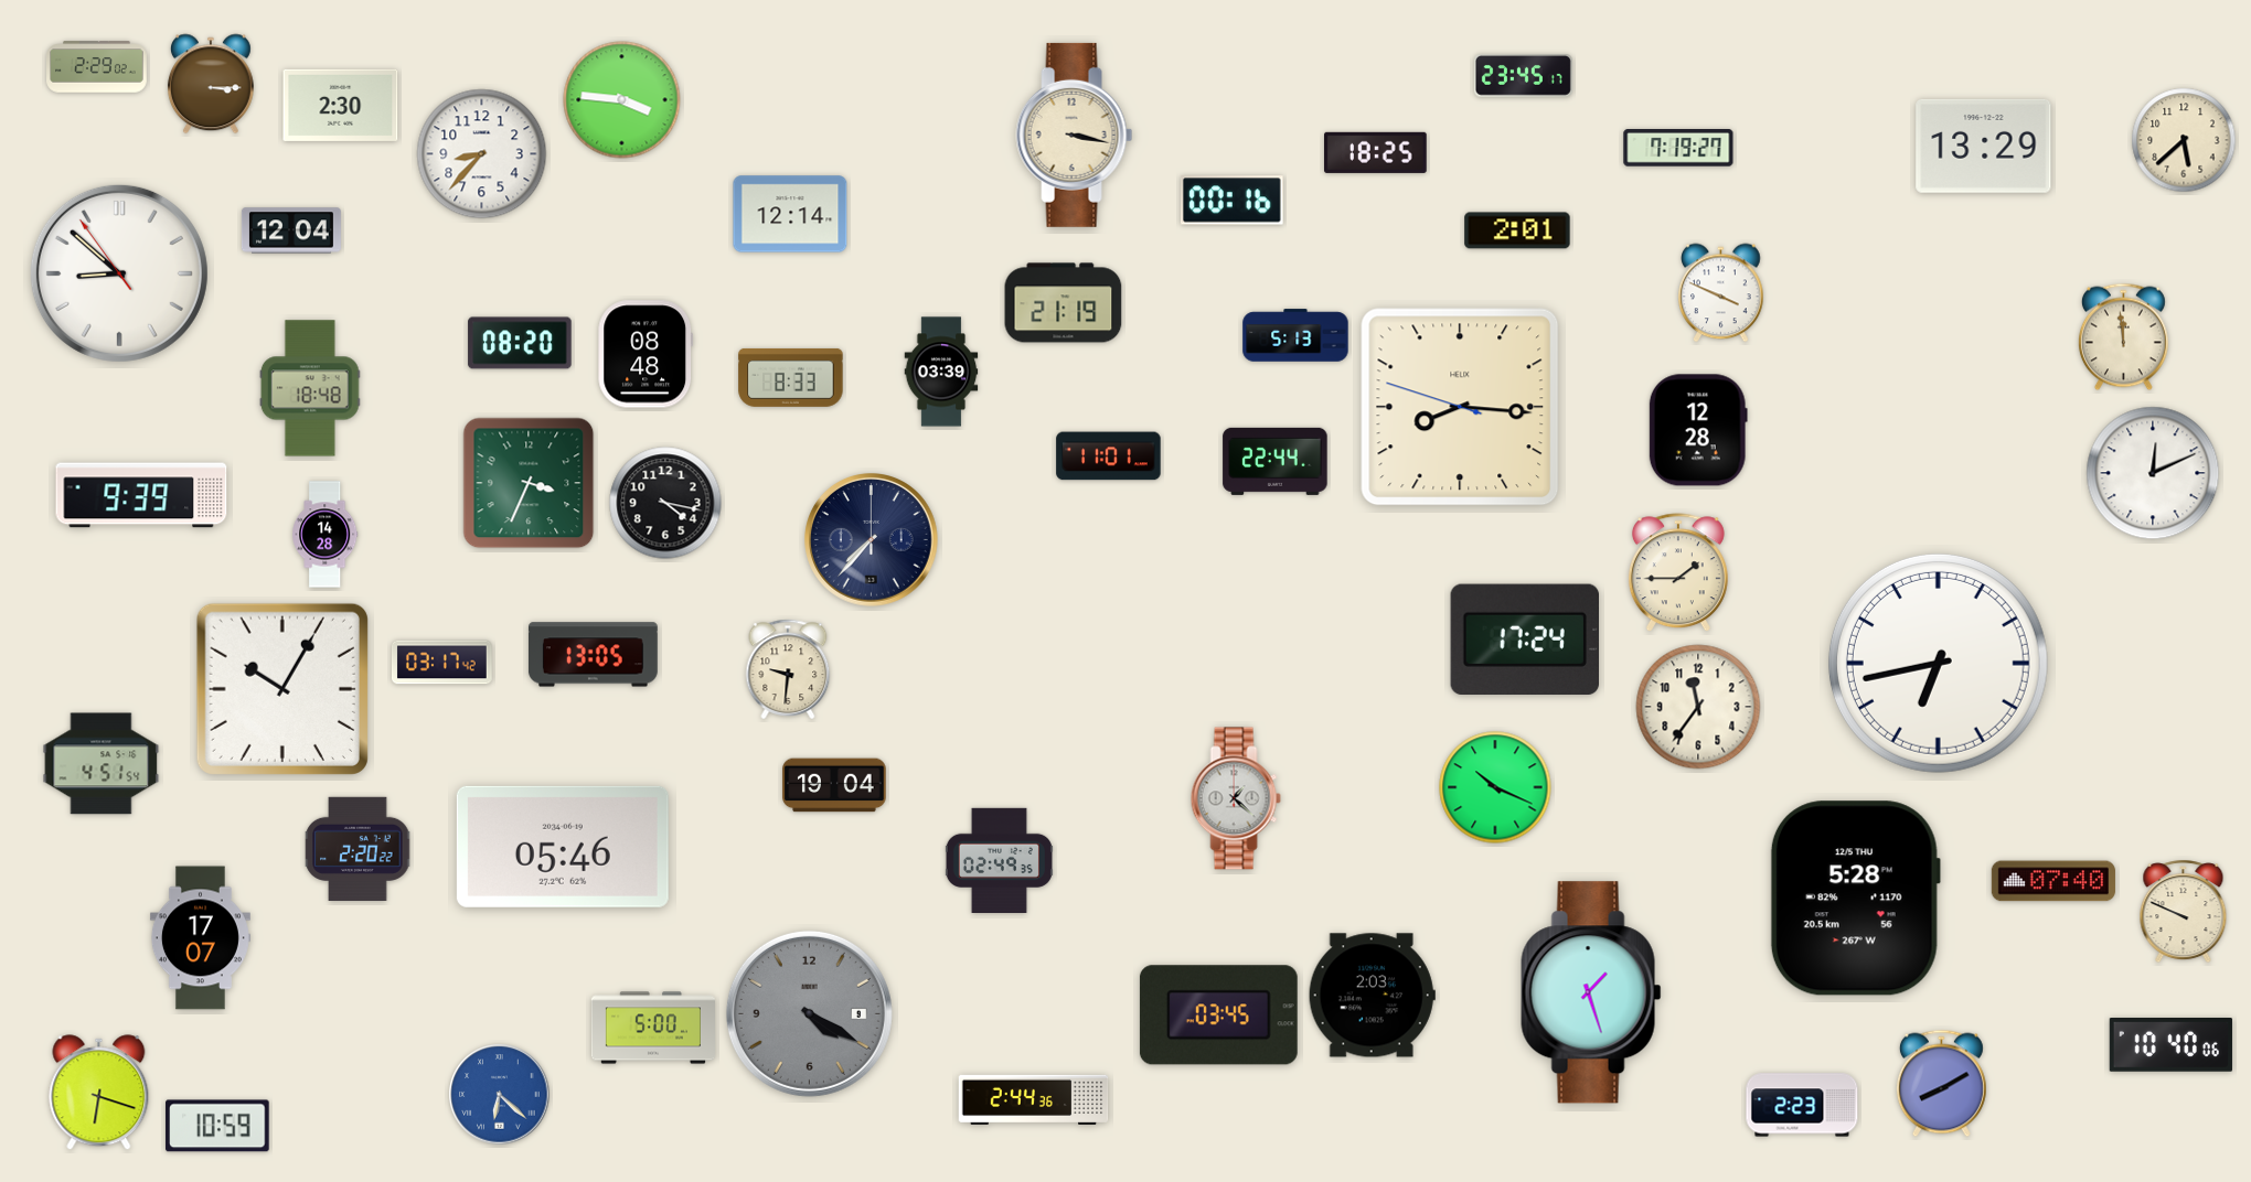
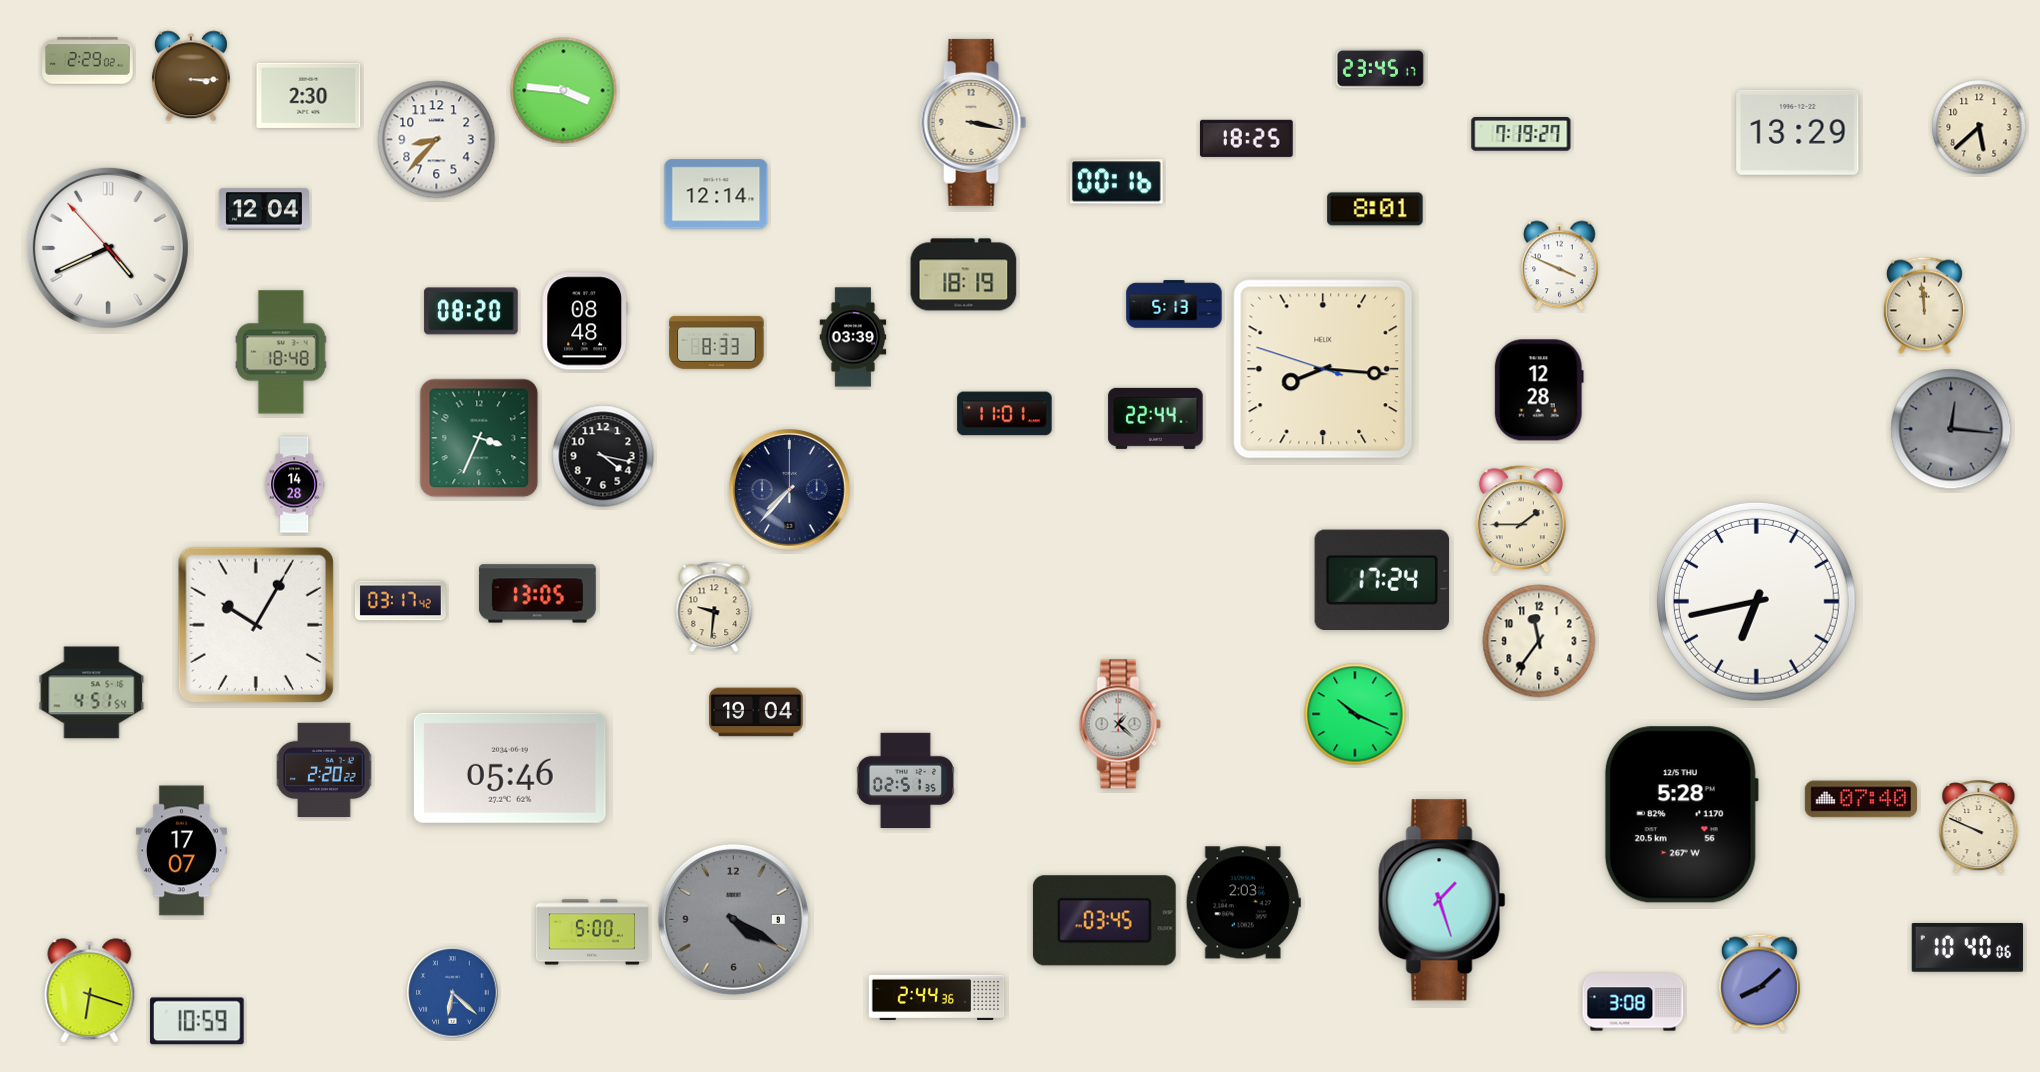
clock at (1517, 230): 2:01 -> 8:01
clock at (119, 273): 8:51 -> 4:40
clock at (1064, 303): 21:19 -> 18:19
clock at (2153, 473): 12:11 -> 12:16
clock at (2153, 473) dial: white -> grey
clock at (141, 495): 9:39 -> none
clock at (999, 860): 02:49 -> 02:51
clock at (1941, 1084): 8:10 -> 8:08
clock at (1802, 1105): 2:23 -> 3:08
